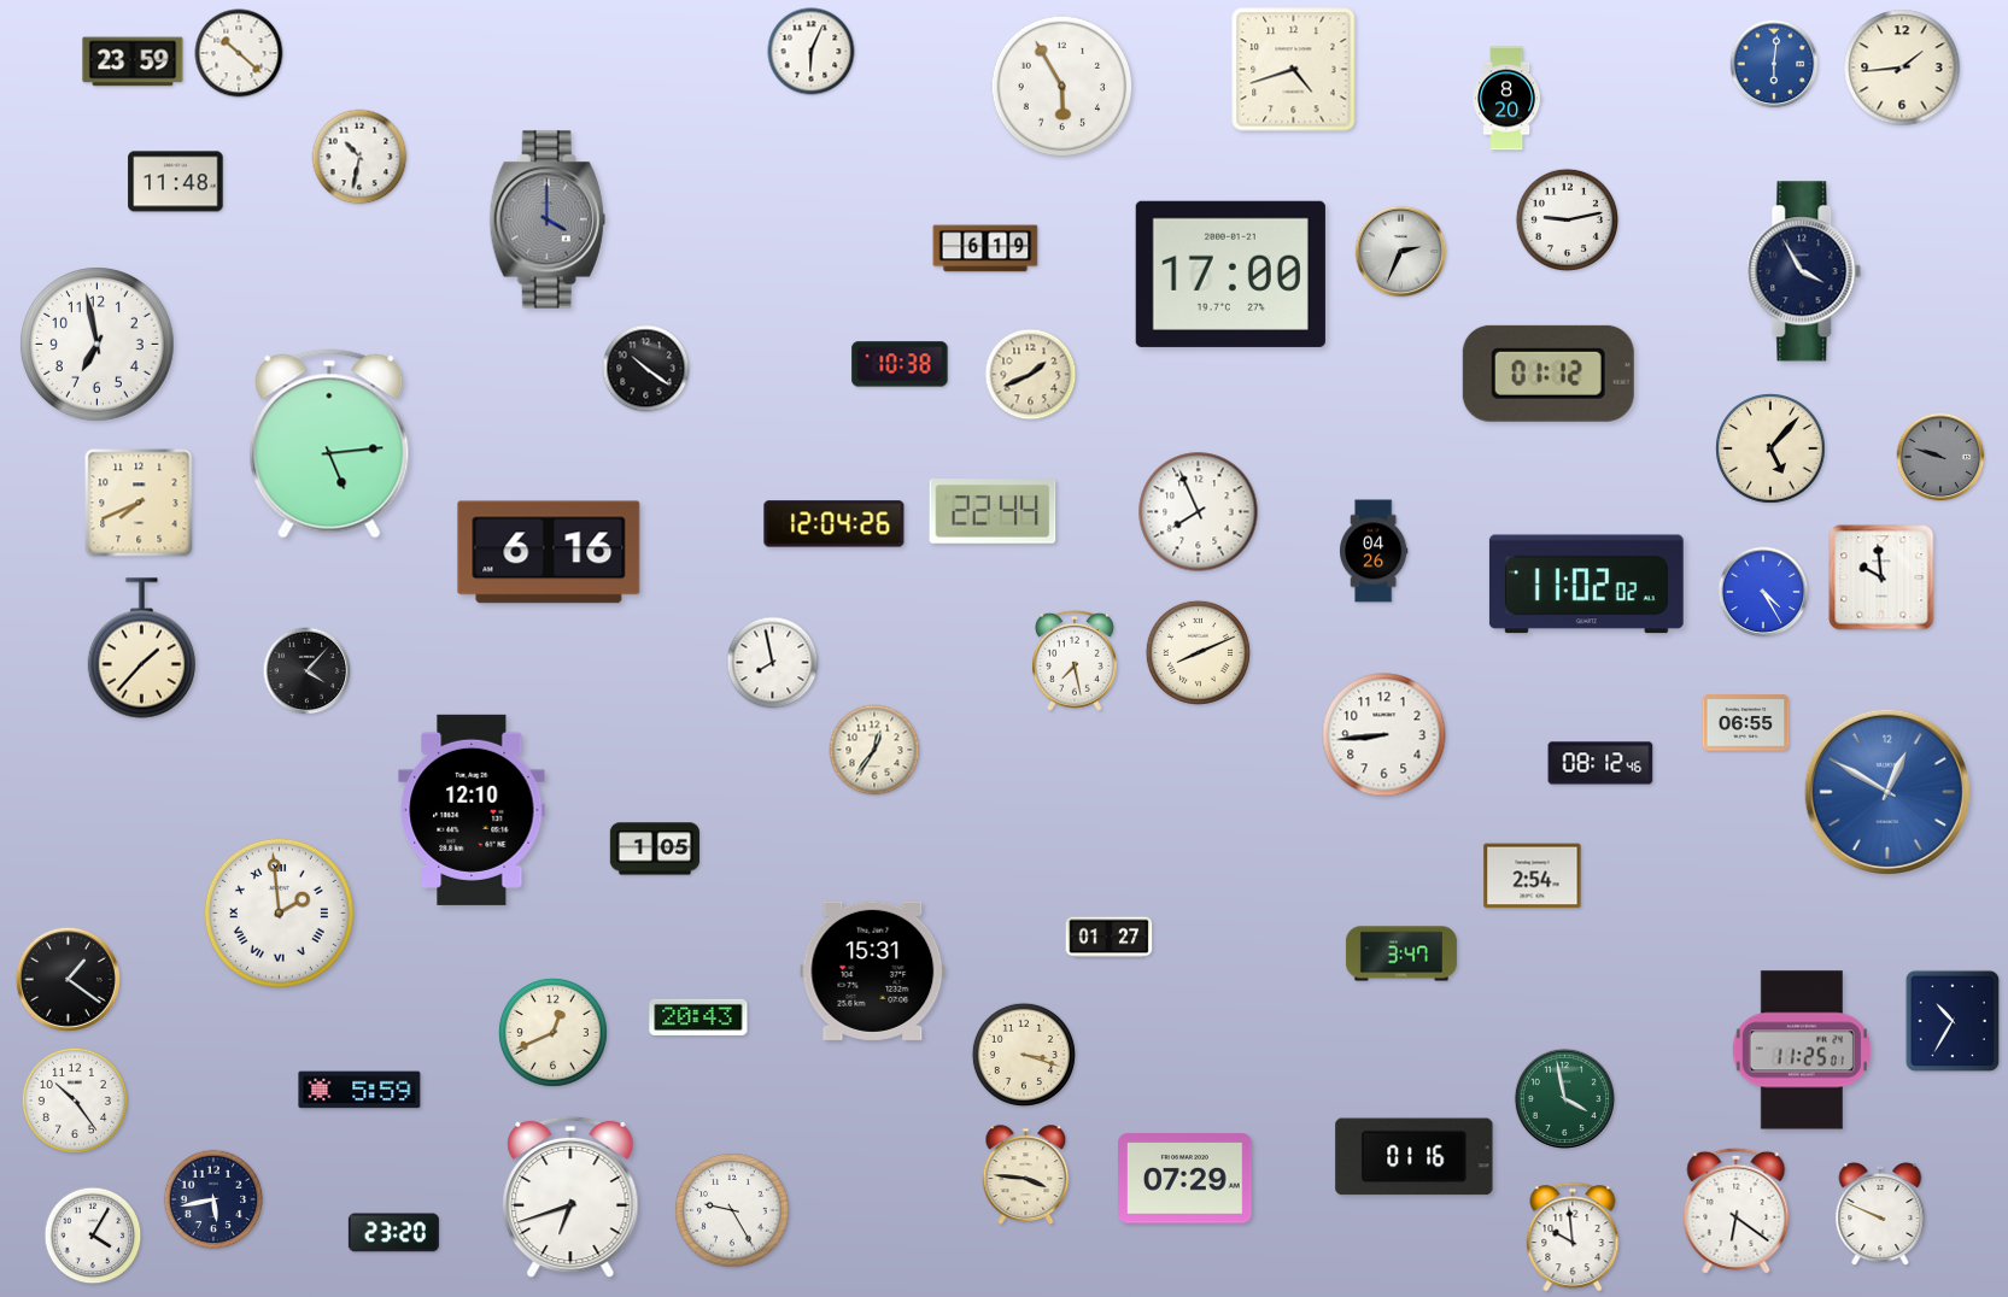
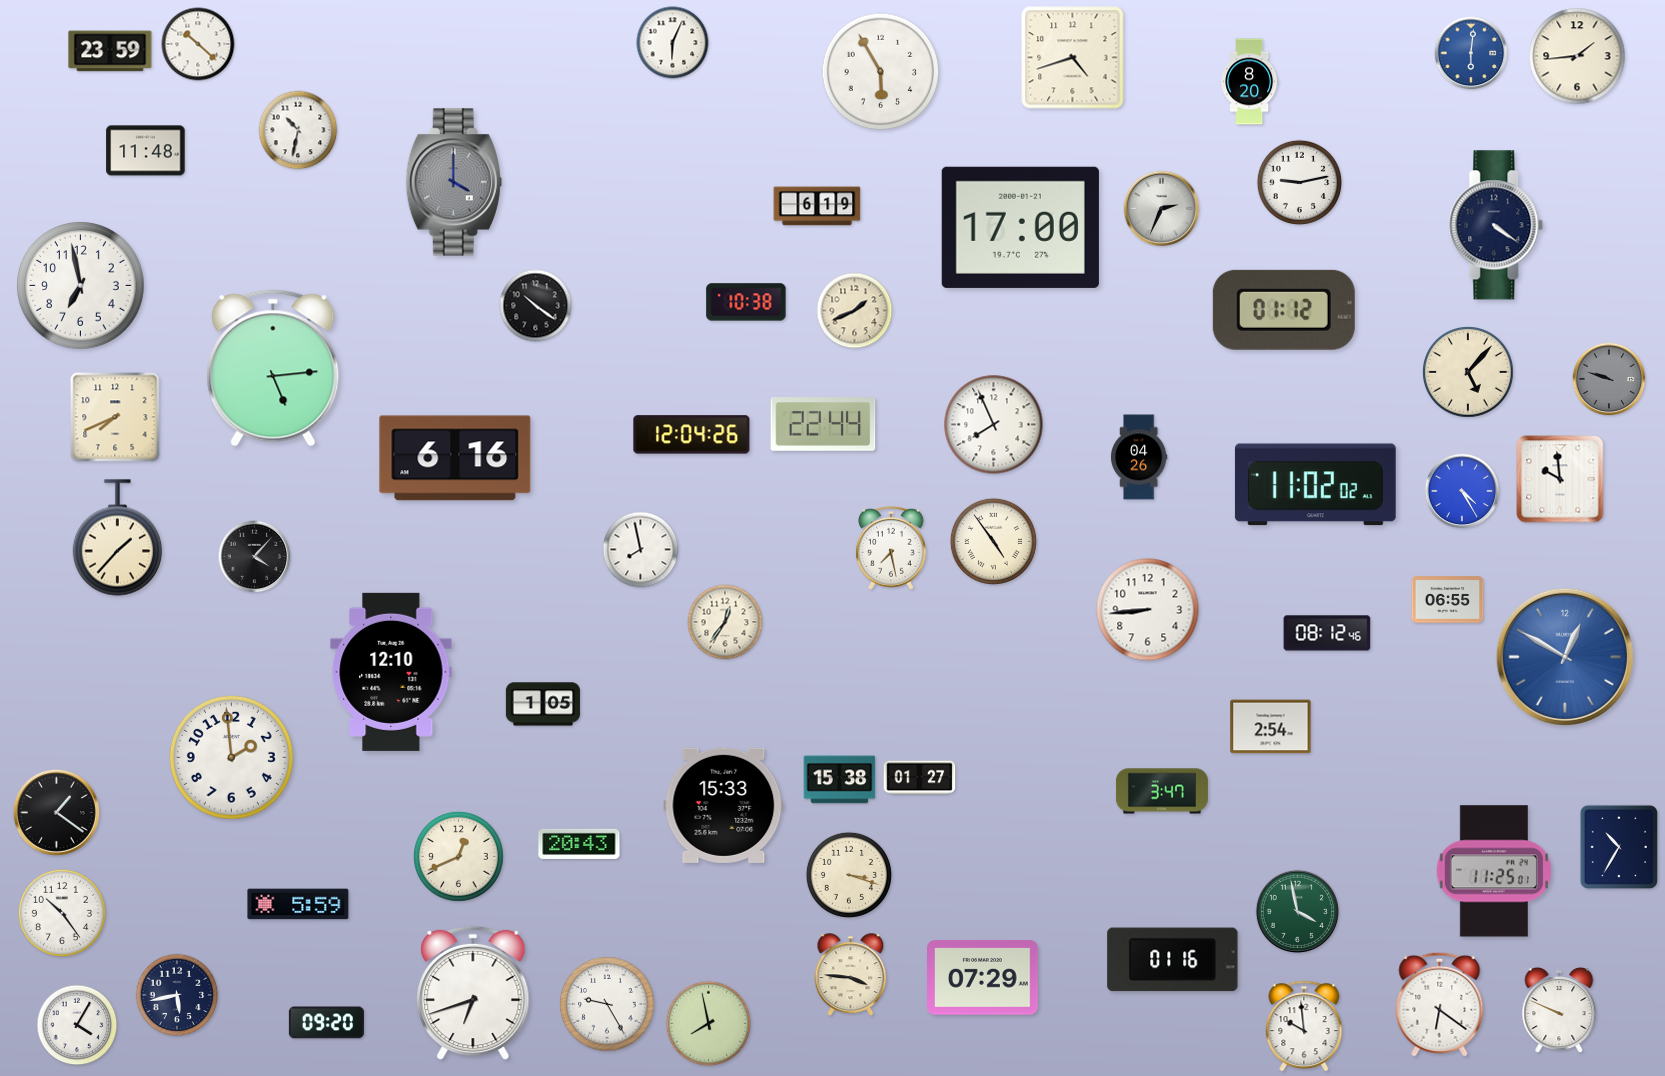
clock at (1804, 271): 3:55 -> 4:21
clock at (1198, 652): 8:11 -> 4:54
clock at (279, 912) numerals: Roman -> Arabic
clock at (840, 780): none -> 15:38
clock at (873, 970): 15:31 -> 15:33
clock at (1880, 1215) position: (1880, 1215) -> (1559, 1011)
clock at (393, 1233): 23:20 -> 09:20
clock at (708, 1023): none -> 7:58
